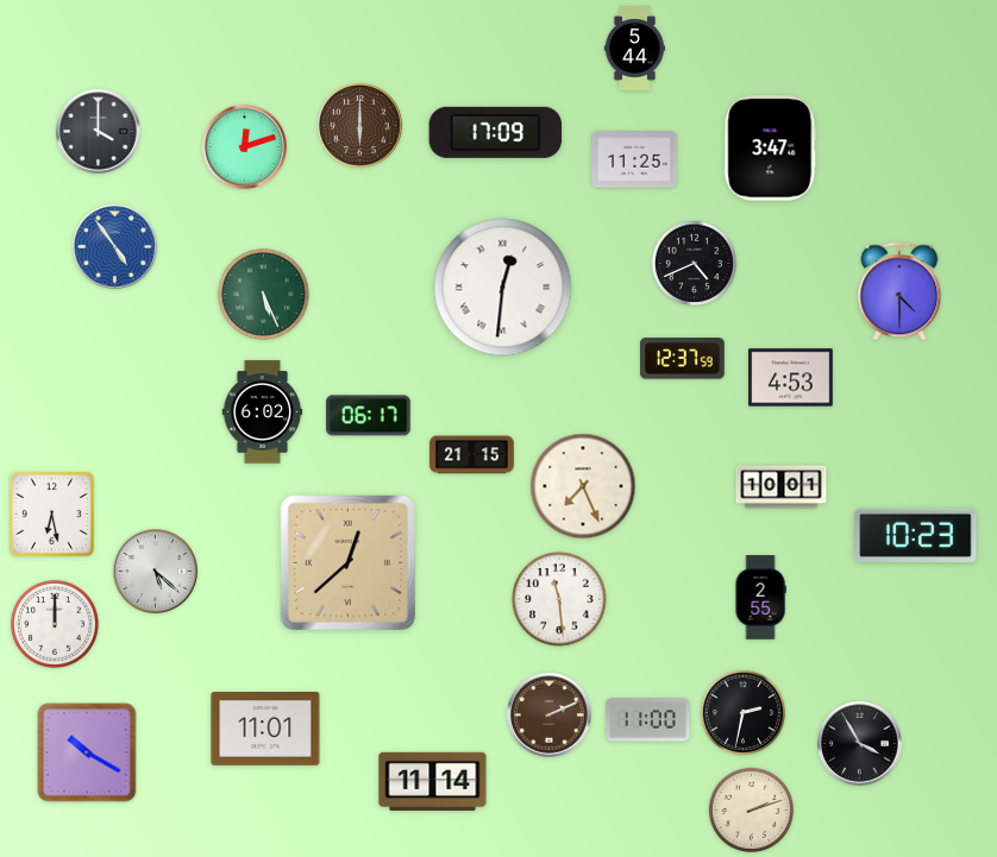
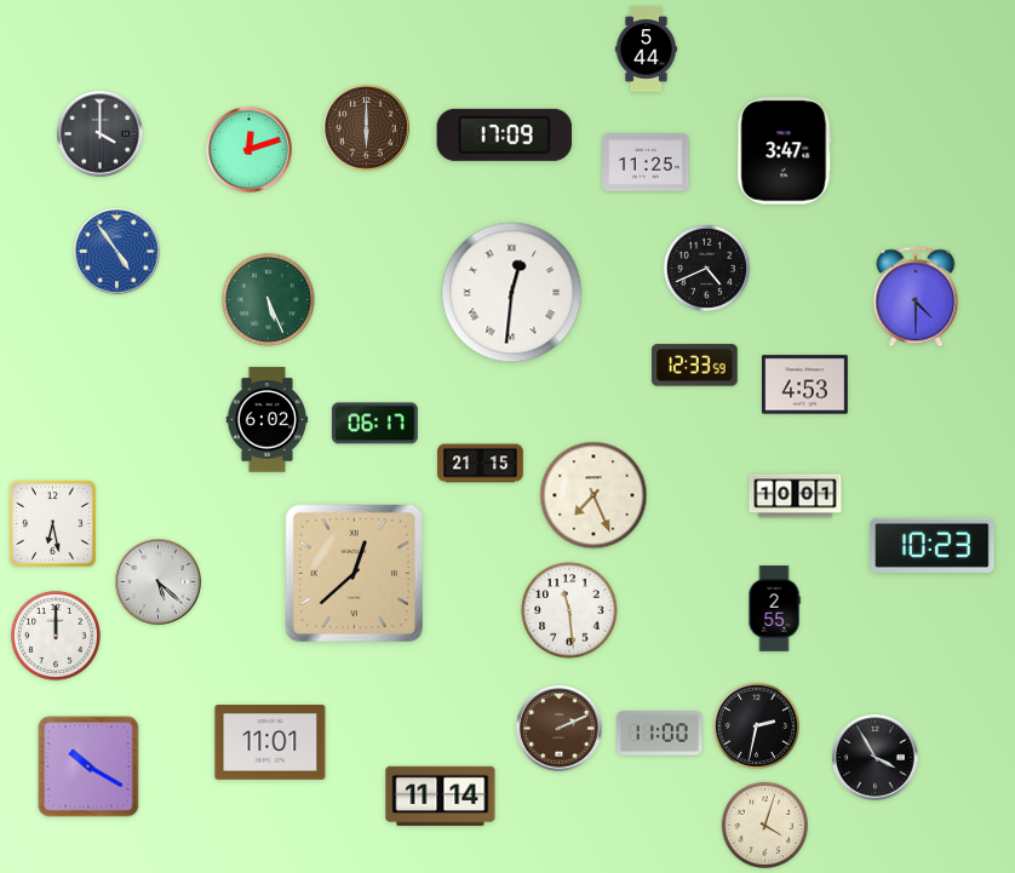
clock at (683, 359): 12:37 -> 12:33
clock at (751, 809): 2:12 -> 4:03
